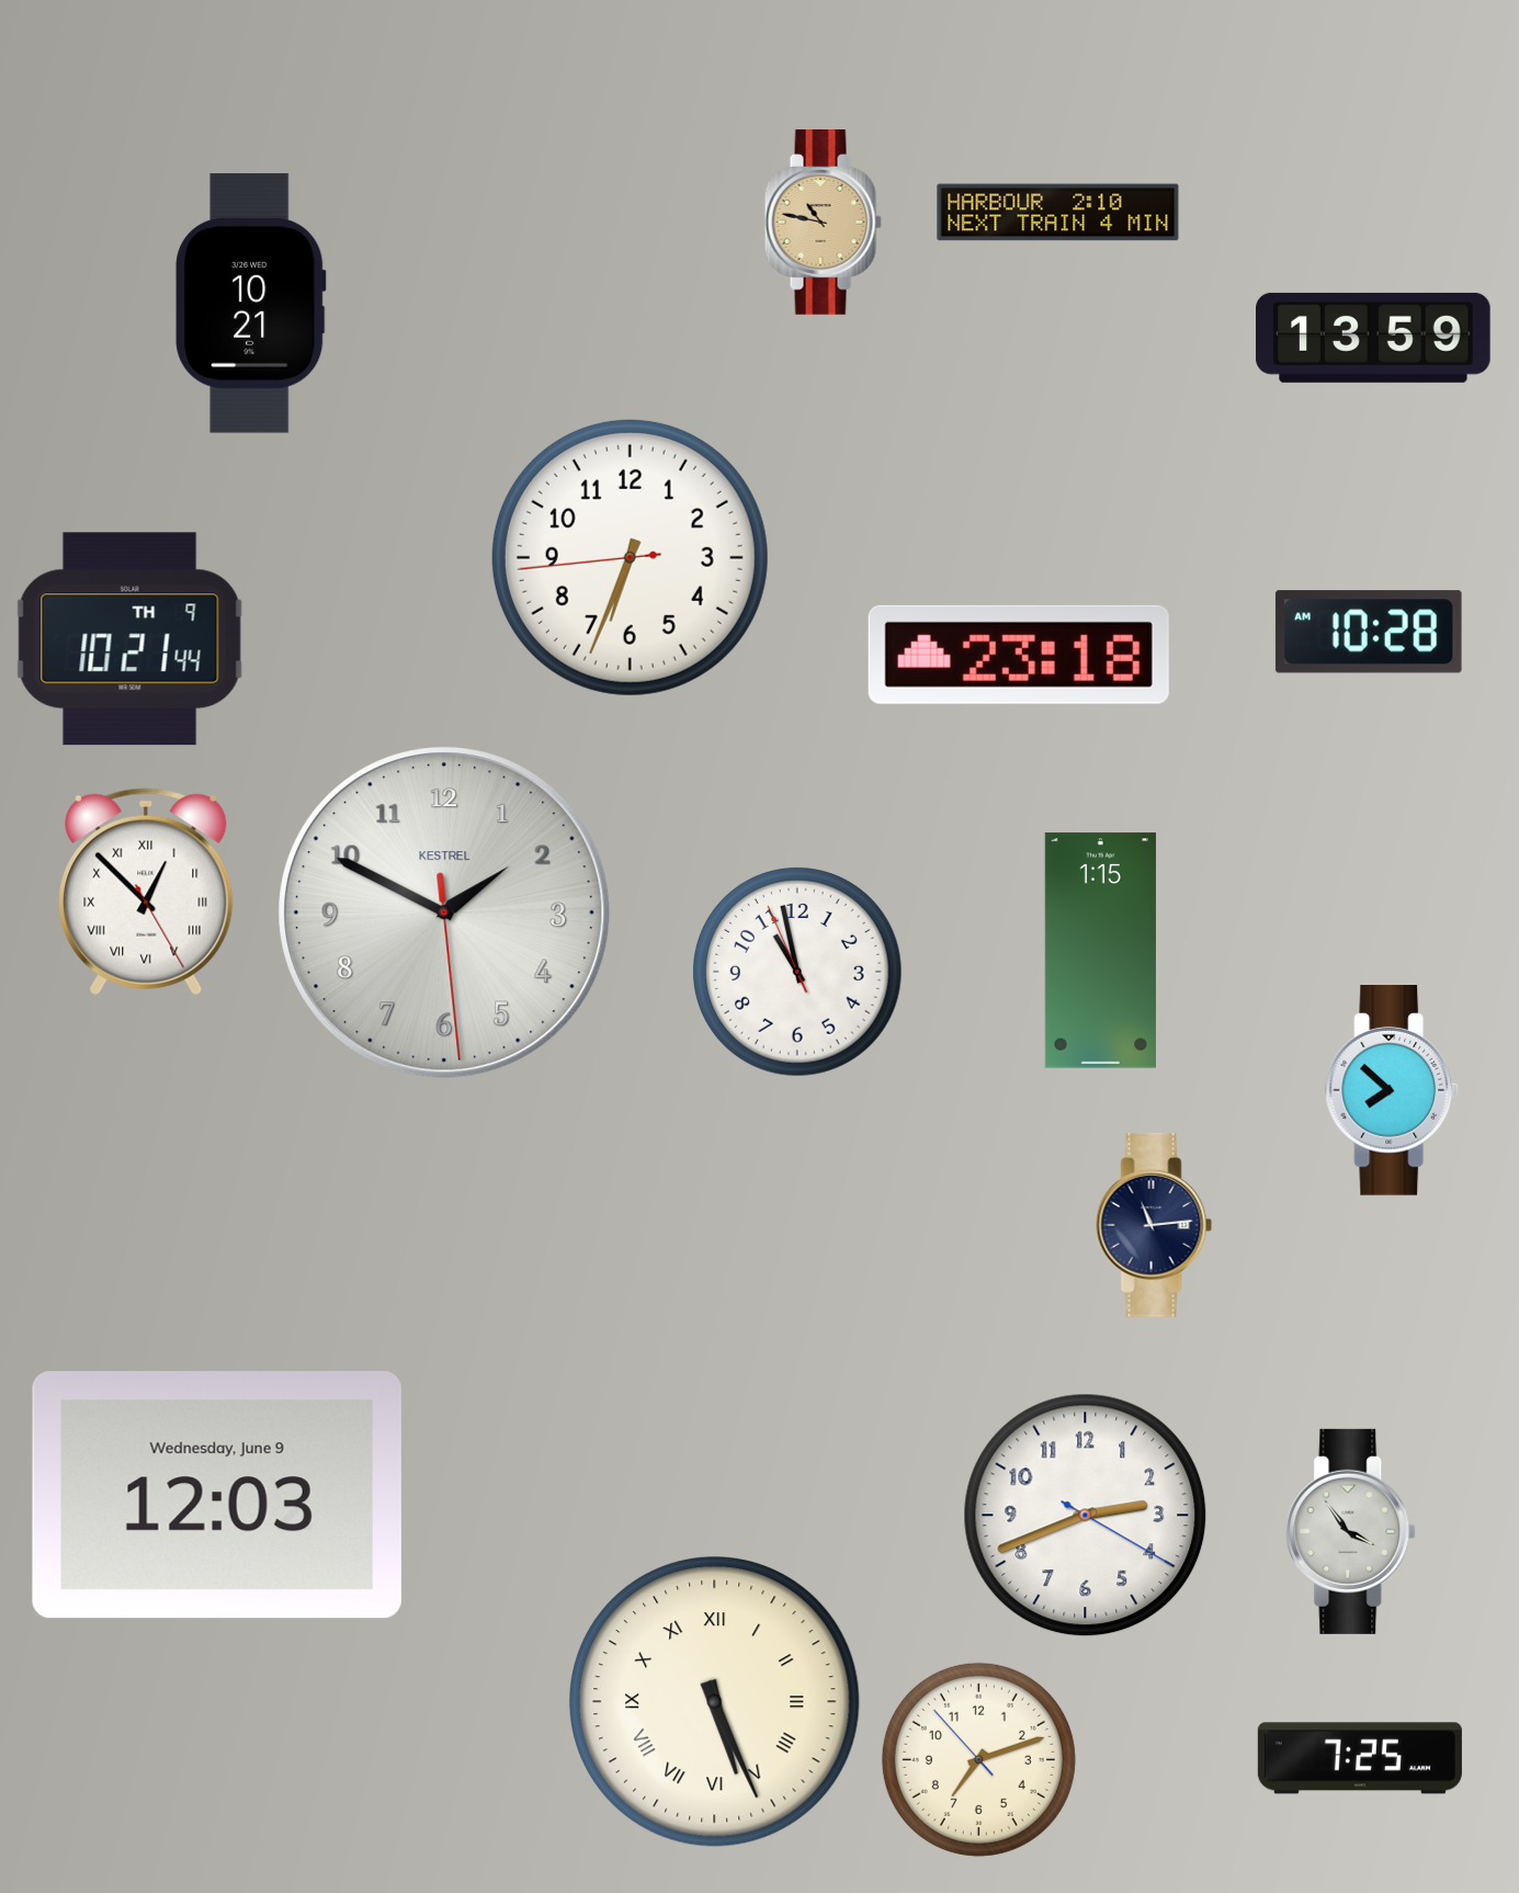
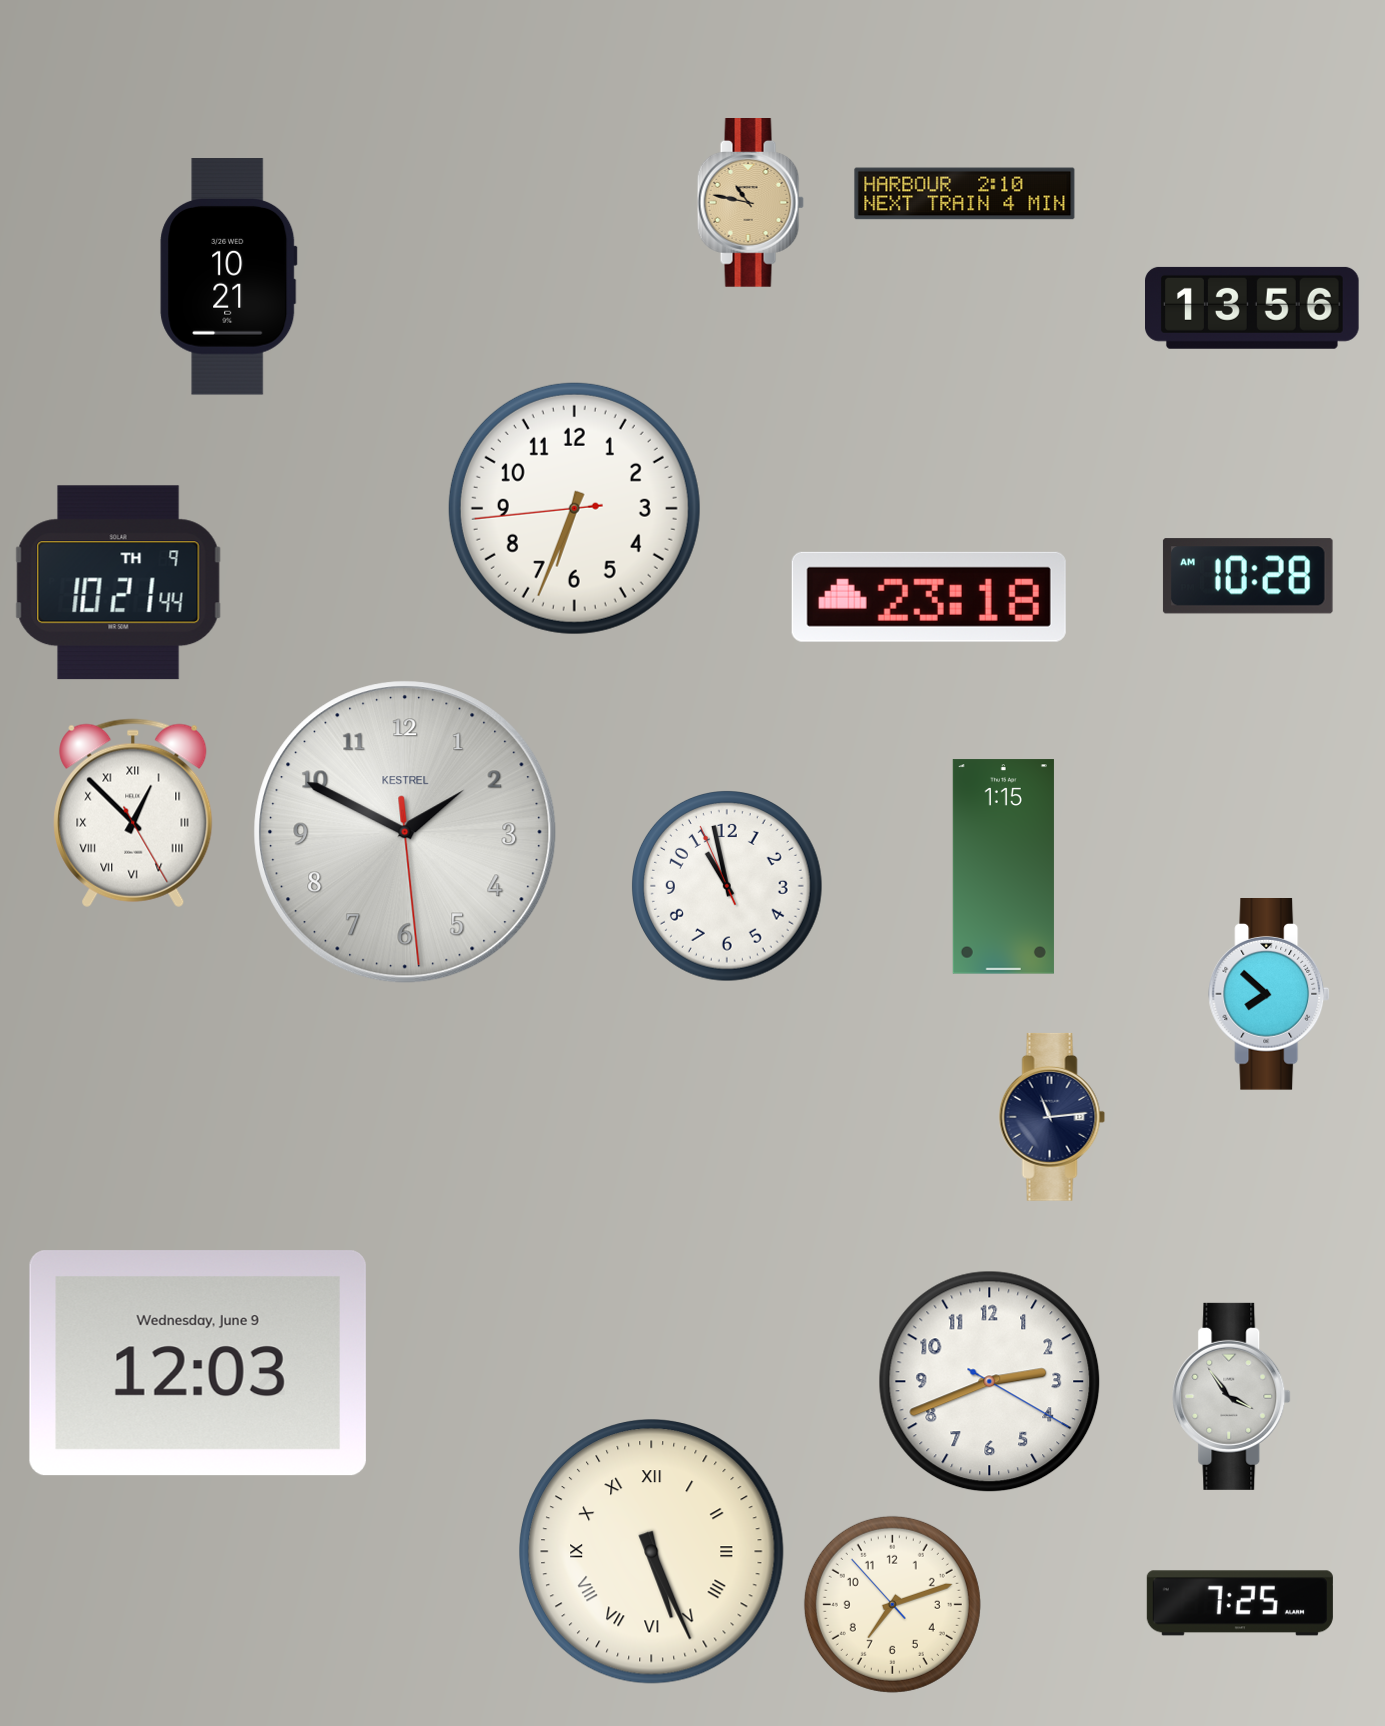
clock at (1374, 338): 13:59 -> 13:56
